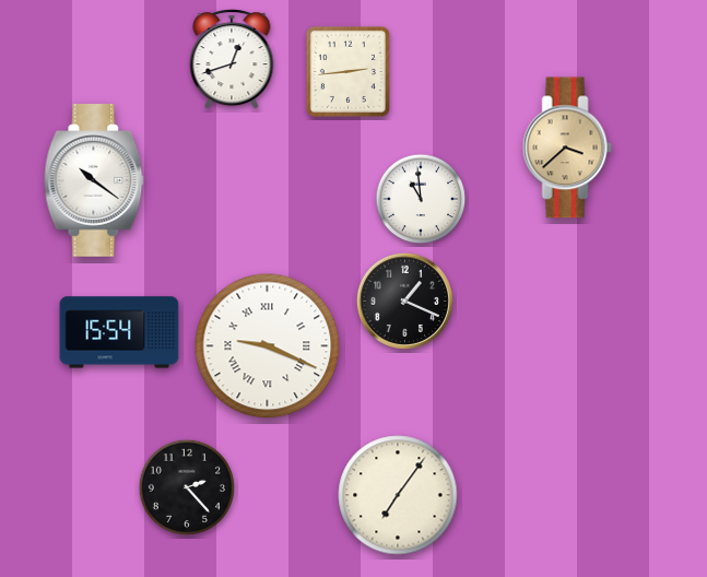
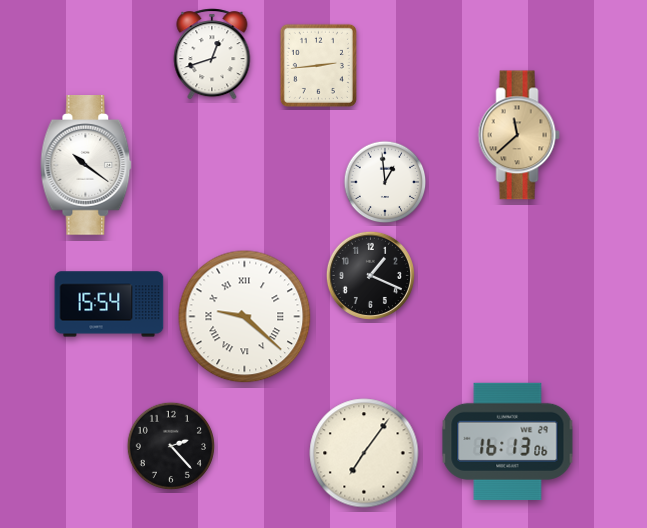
clock at (567, 148): 3:38 -> 11:38
clock at (421, 199): 10:59 -> 12:59
clock at (268, 346): 9:19 -> 9:22
clock at (508, 441): none -> 16:13
